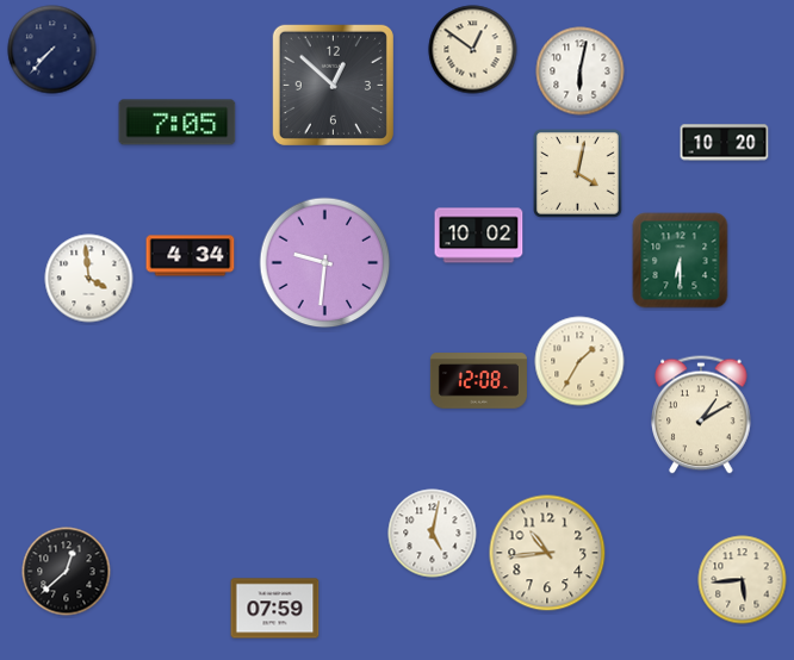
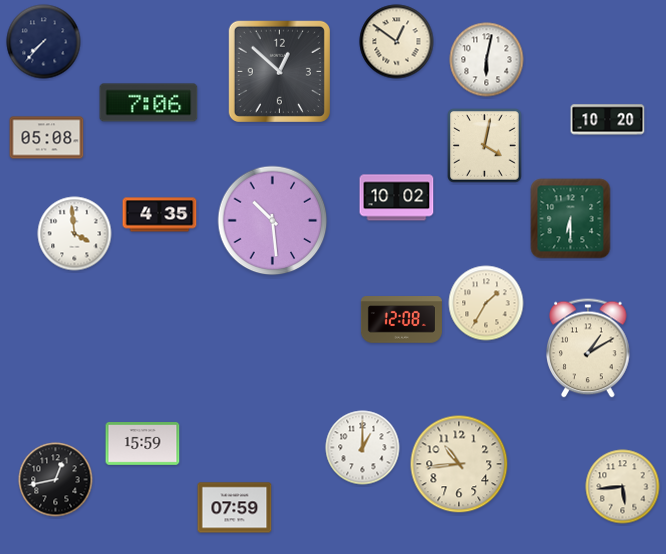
clock at (178, 123): 7:05 -> 7:06
clock at (47, 138): none -> 05:08
clock at (479, 236) position: (479, 236) -> (397, 198)
clock at (191, 256): 4:34 -> 4:35
clock at (325, 263): 9:31 -> 10:29
clock at (143, 444): none -> 15:59
clock at (433, 534): 5:02 -> 1:00
clock at (67, 572): 12:38 -> 12:43
clock at (275, 609) position: (275, 609) -> (235, 508)
